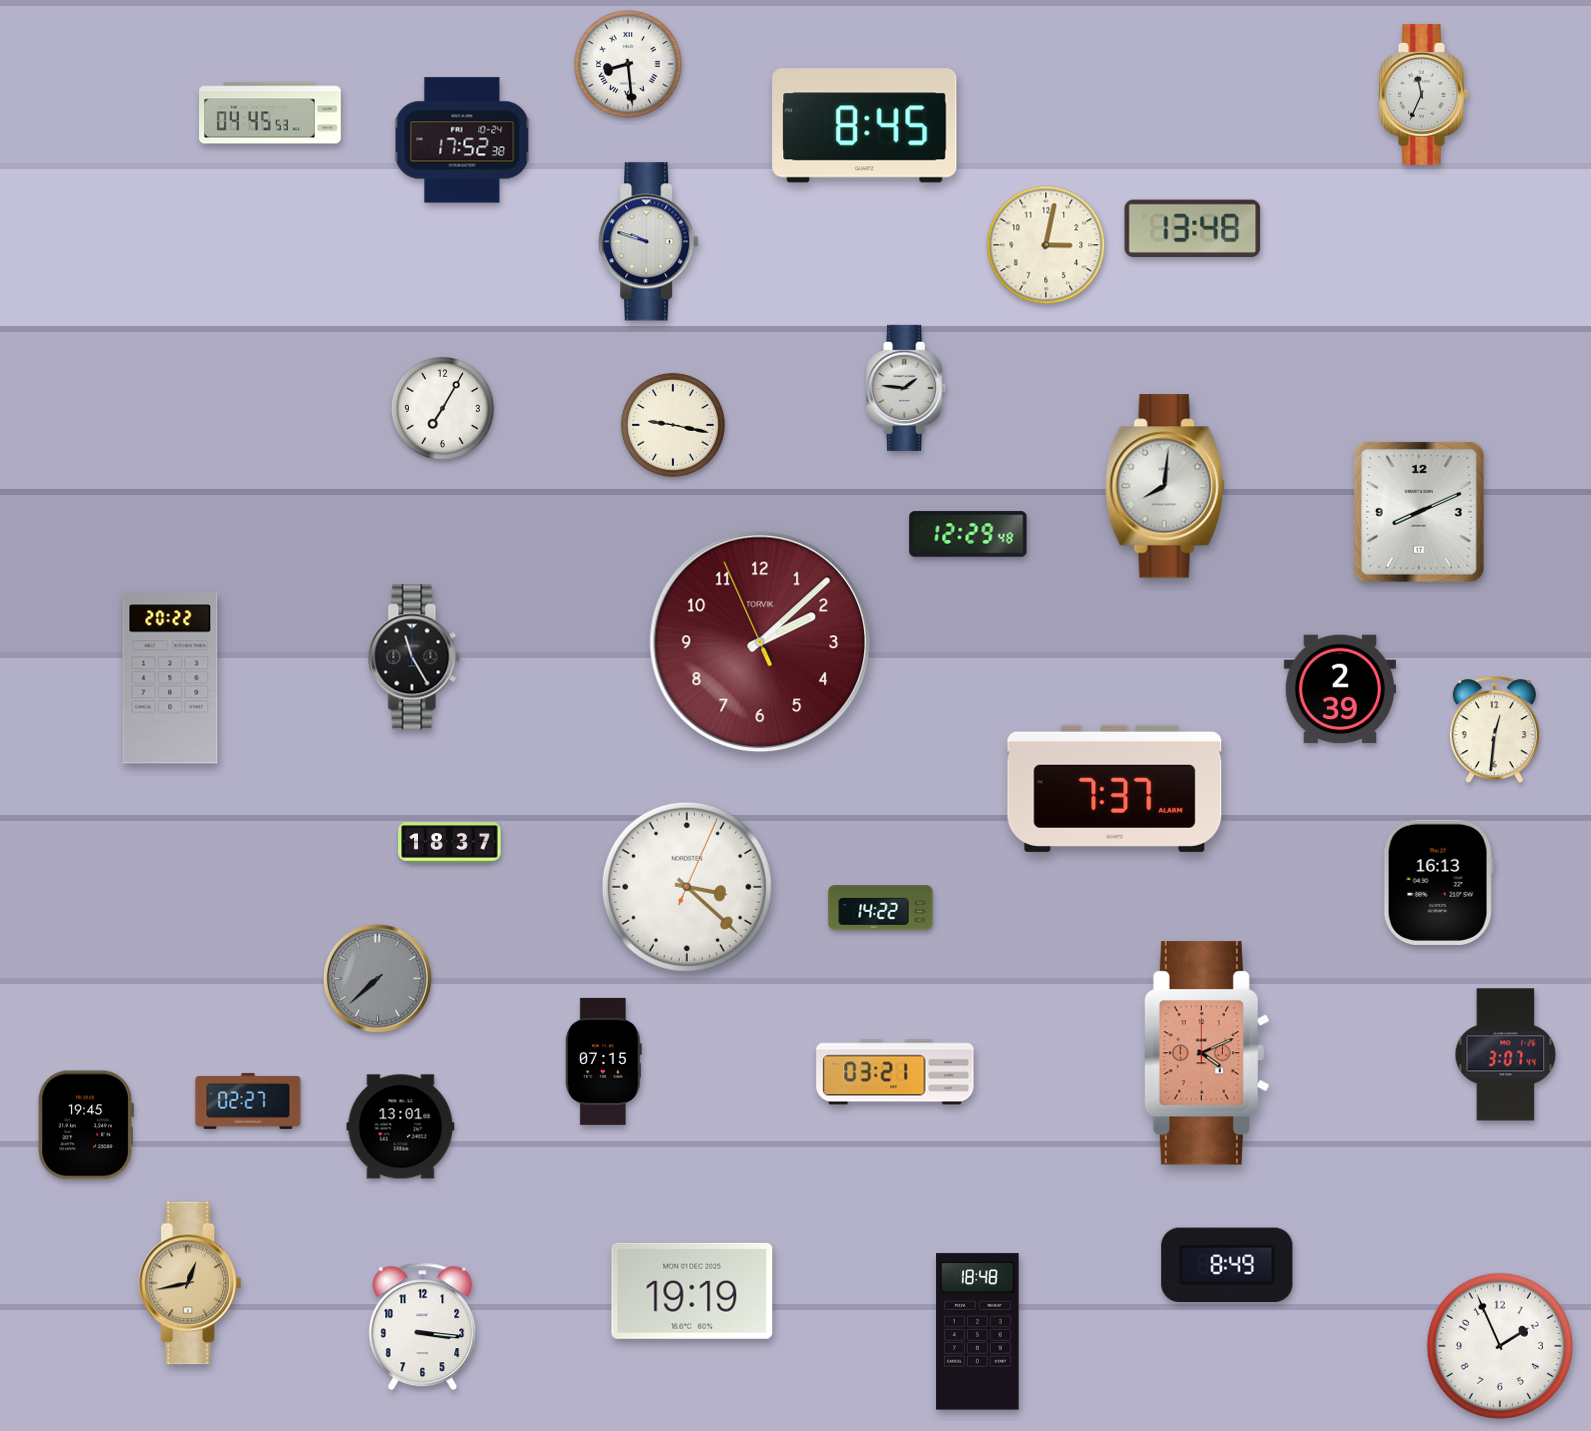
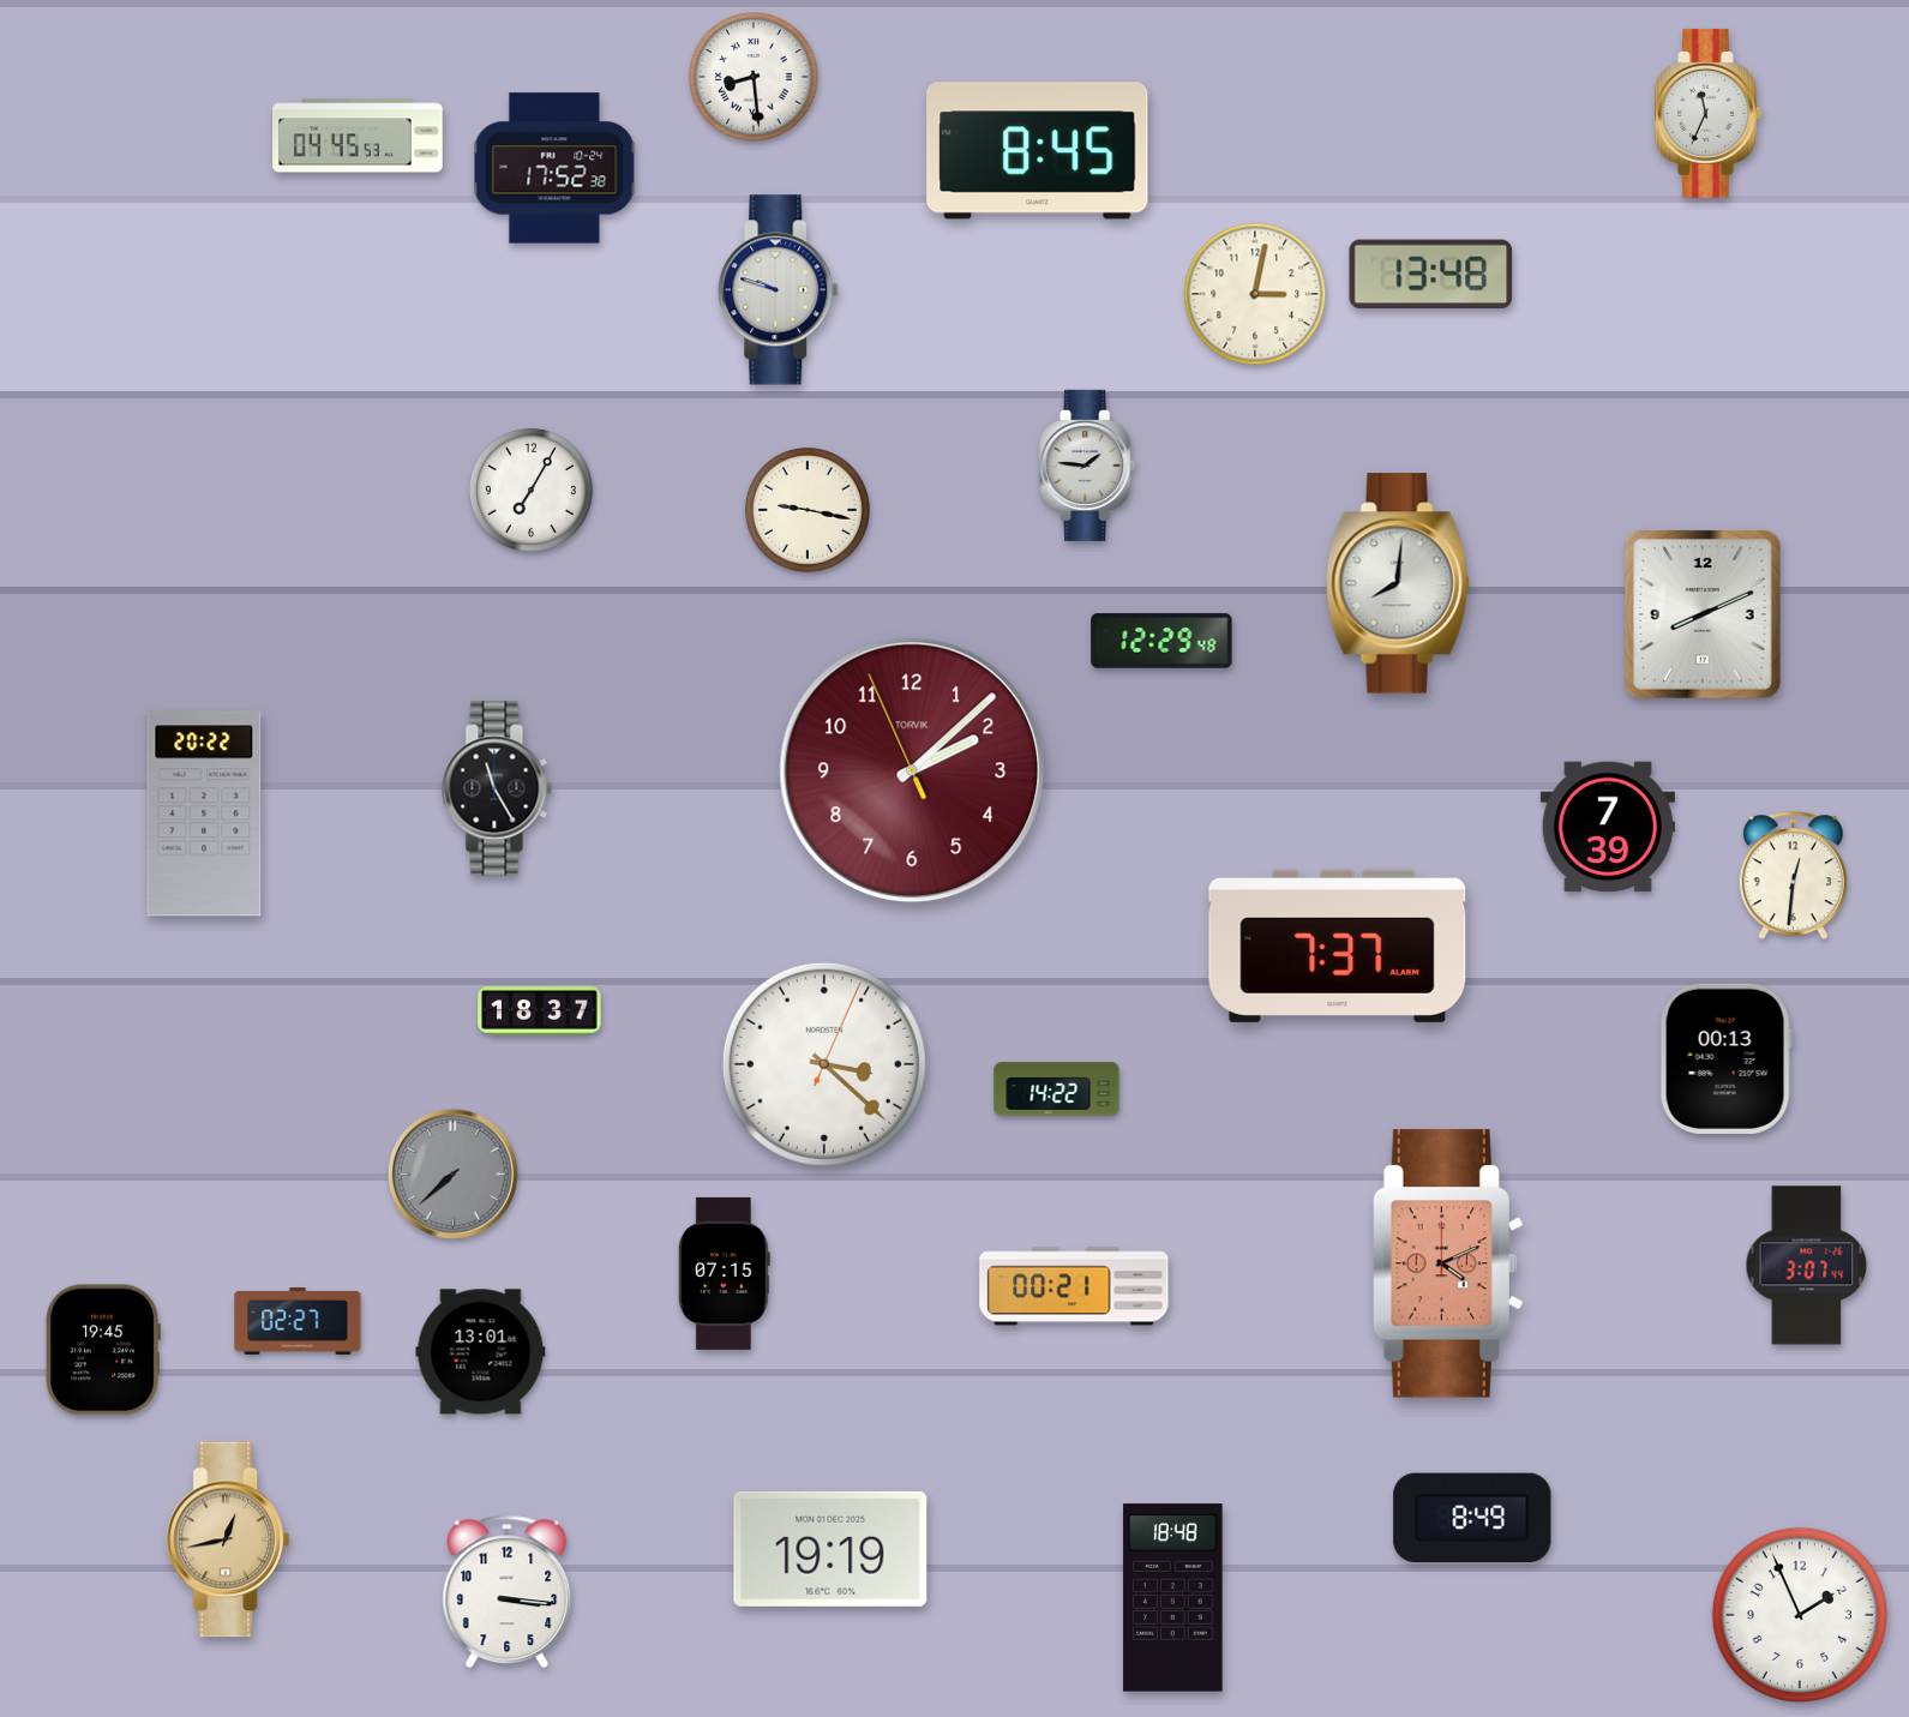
clock at (270, 113) position: (270, 113) -> (358, 136)
clock at (1340, 689): 2:39 -> 7:39
clock at (1438, 882): 16:13 -> 00:13
clock at (895, 1072): 03:21 -> 00:21
